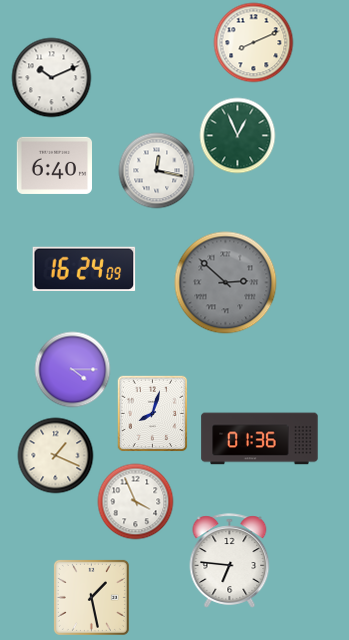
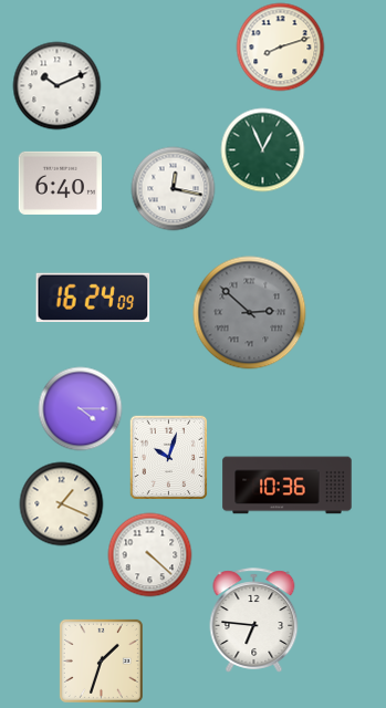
clock at (254, 43): 8:11 -> 8:12
clock at (153, 414): 8:03 -> 10:03
clock at (260, 439): 01:36 -> 10:36
clock at (136, 502): 3:56 -> 4:22
clock at (91, 597): 1:28 -> 1:33
